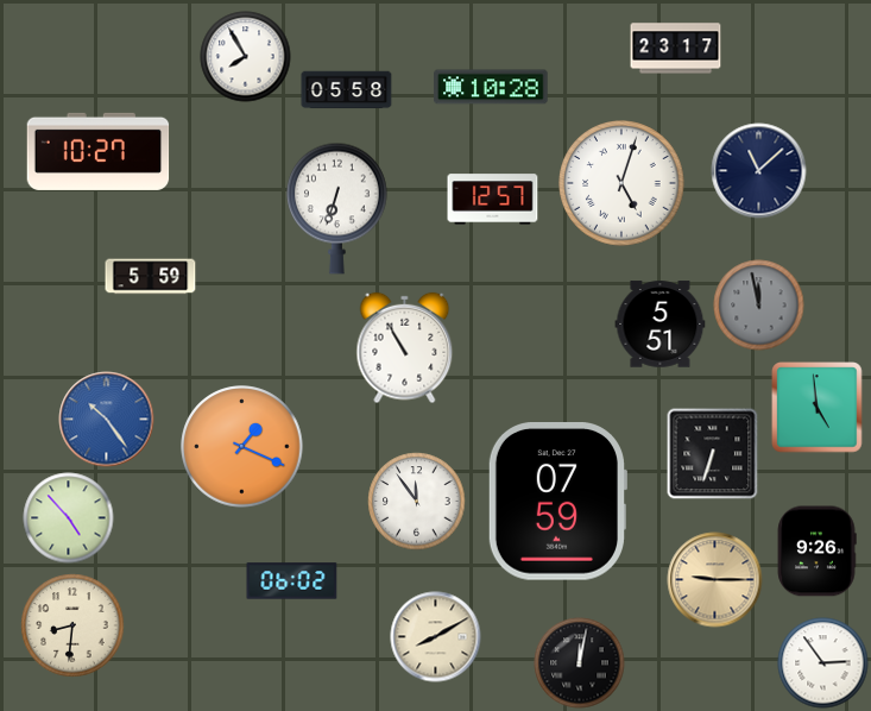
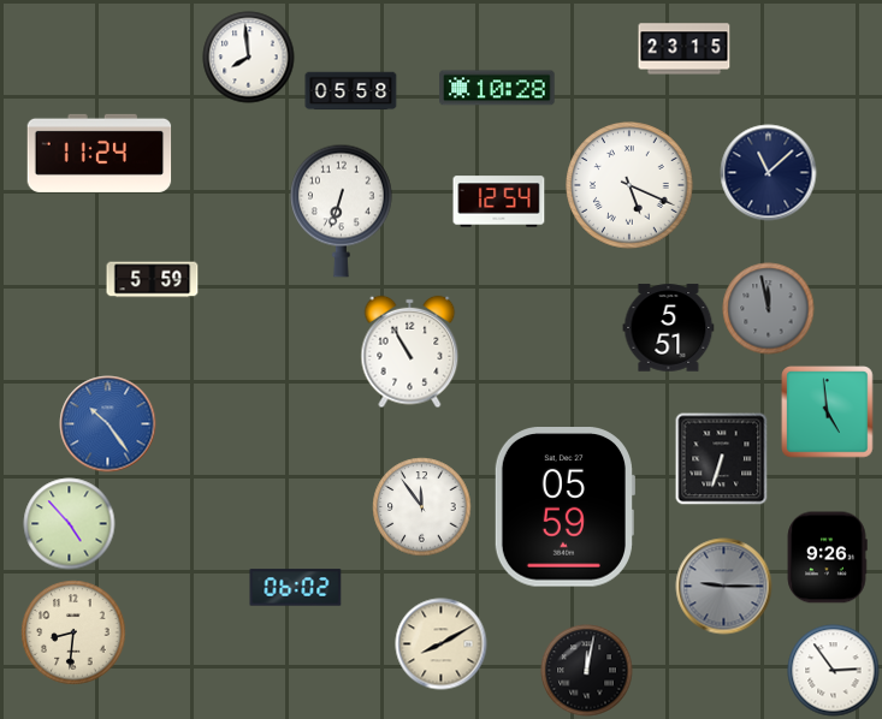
clock at (676, 49): 23:17 -> 23:15
clock at (246, 57): 7:55 -> 7:59
clock at (99, 151): 10:27 -> 11:24
clock at (621, 183): 5:03 -> 5:19
clock at (493, 200): 12:57 -> 12:54
clock at (242, 447): 1:19 -> none
clock at (557, 502): 07:59 -> 05:59
clock at (715, 580) dial: champagne -> grey
